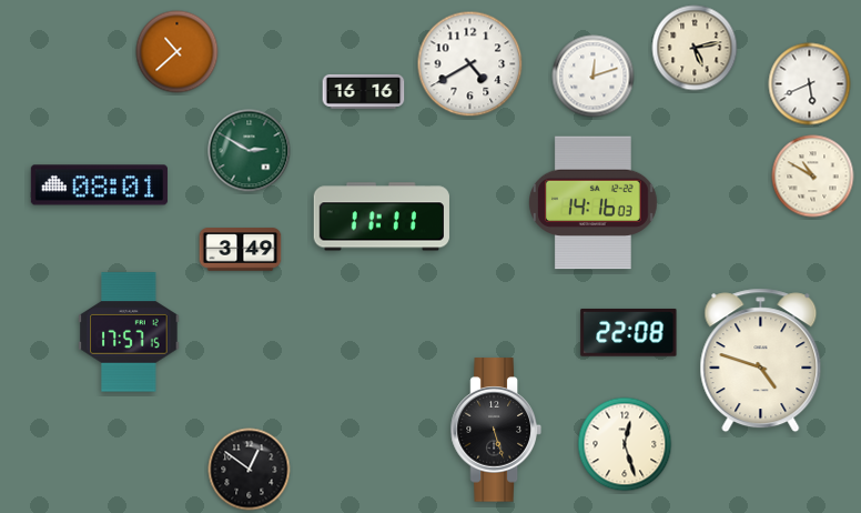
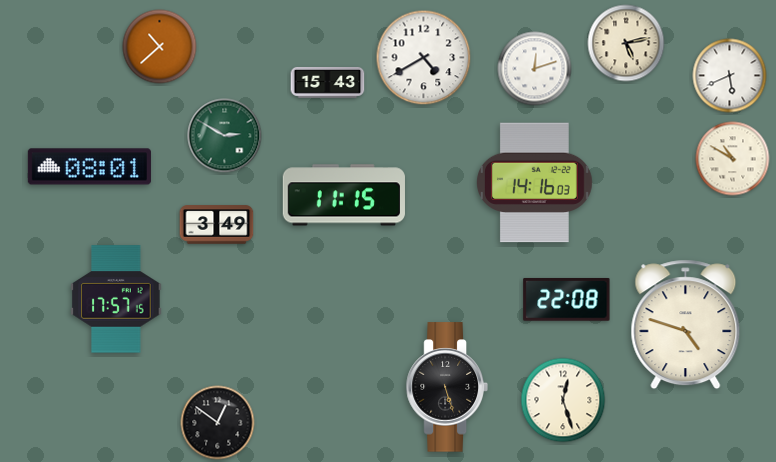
clock at (364, 92): 16:16 -> 15:43
clock at (382, 217): 11:11 -> 11:15
clock at (250, 470) position: (250, 470) -> (218, 423)
